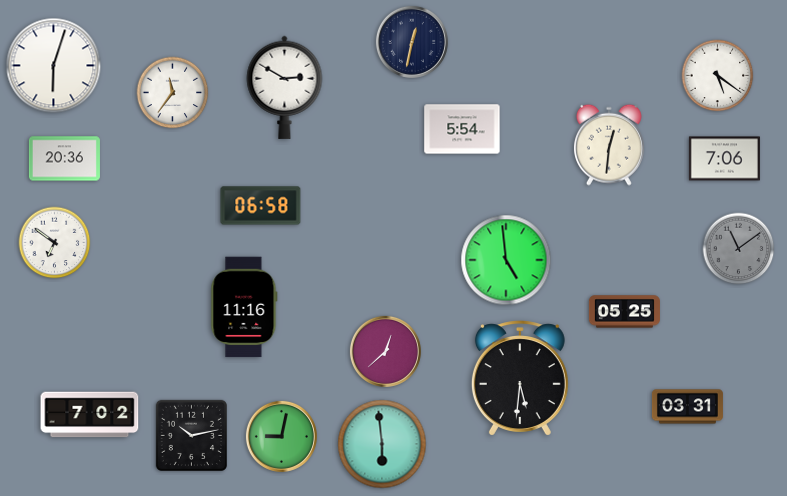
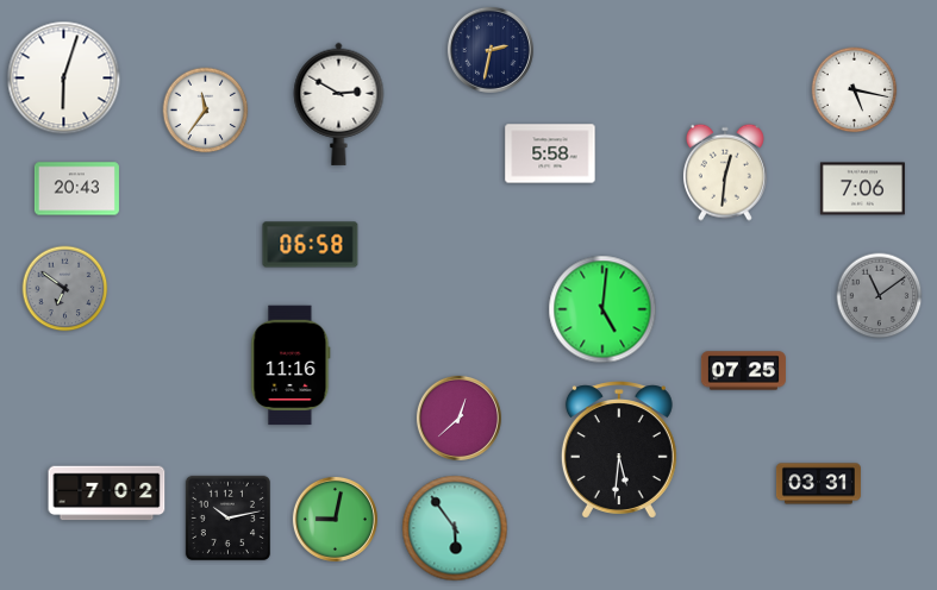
clock at (412, 42): 12:32 -> 2:32
clock at (718, 76): 5:21 -> 5:17
clock at (462, 129): 5:54 -> 5:58
clock at (64, 159): 20:36 -> 20:43
clock at (55, 243) dial: white -> grey
clock at (506, 260): 4:59 -> 5:01
clock at (624, 312): 05:25 -> 07:25
clock at (382, 444): 5:59 -> 5:54
